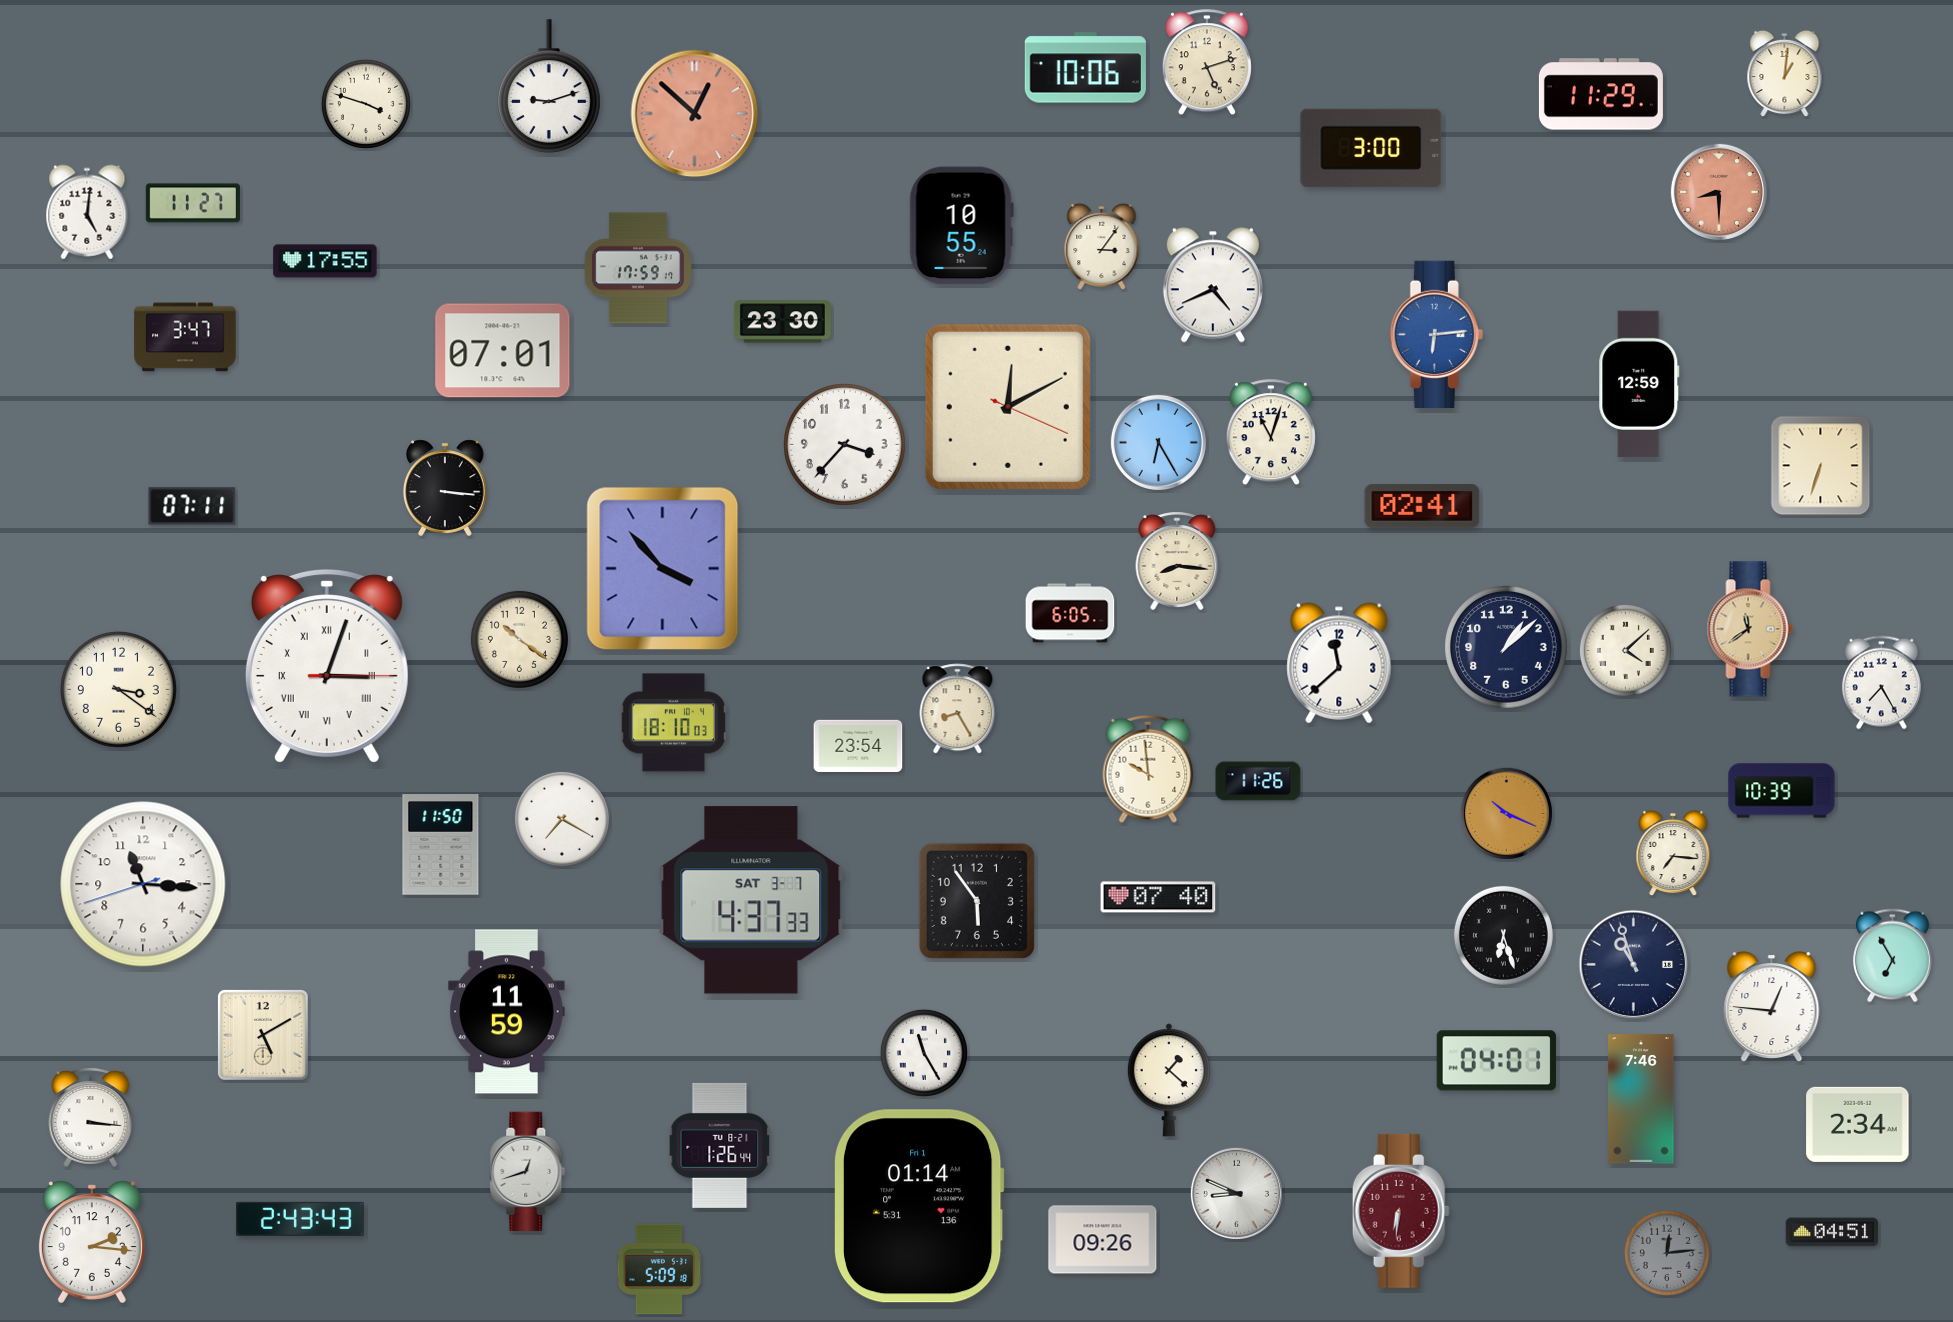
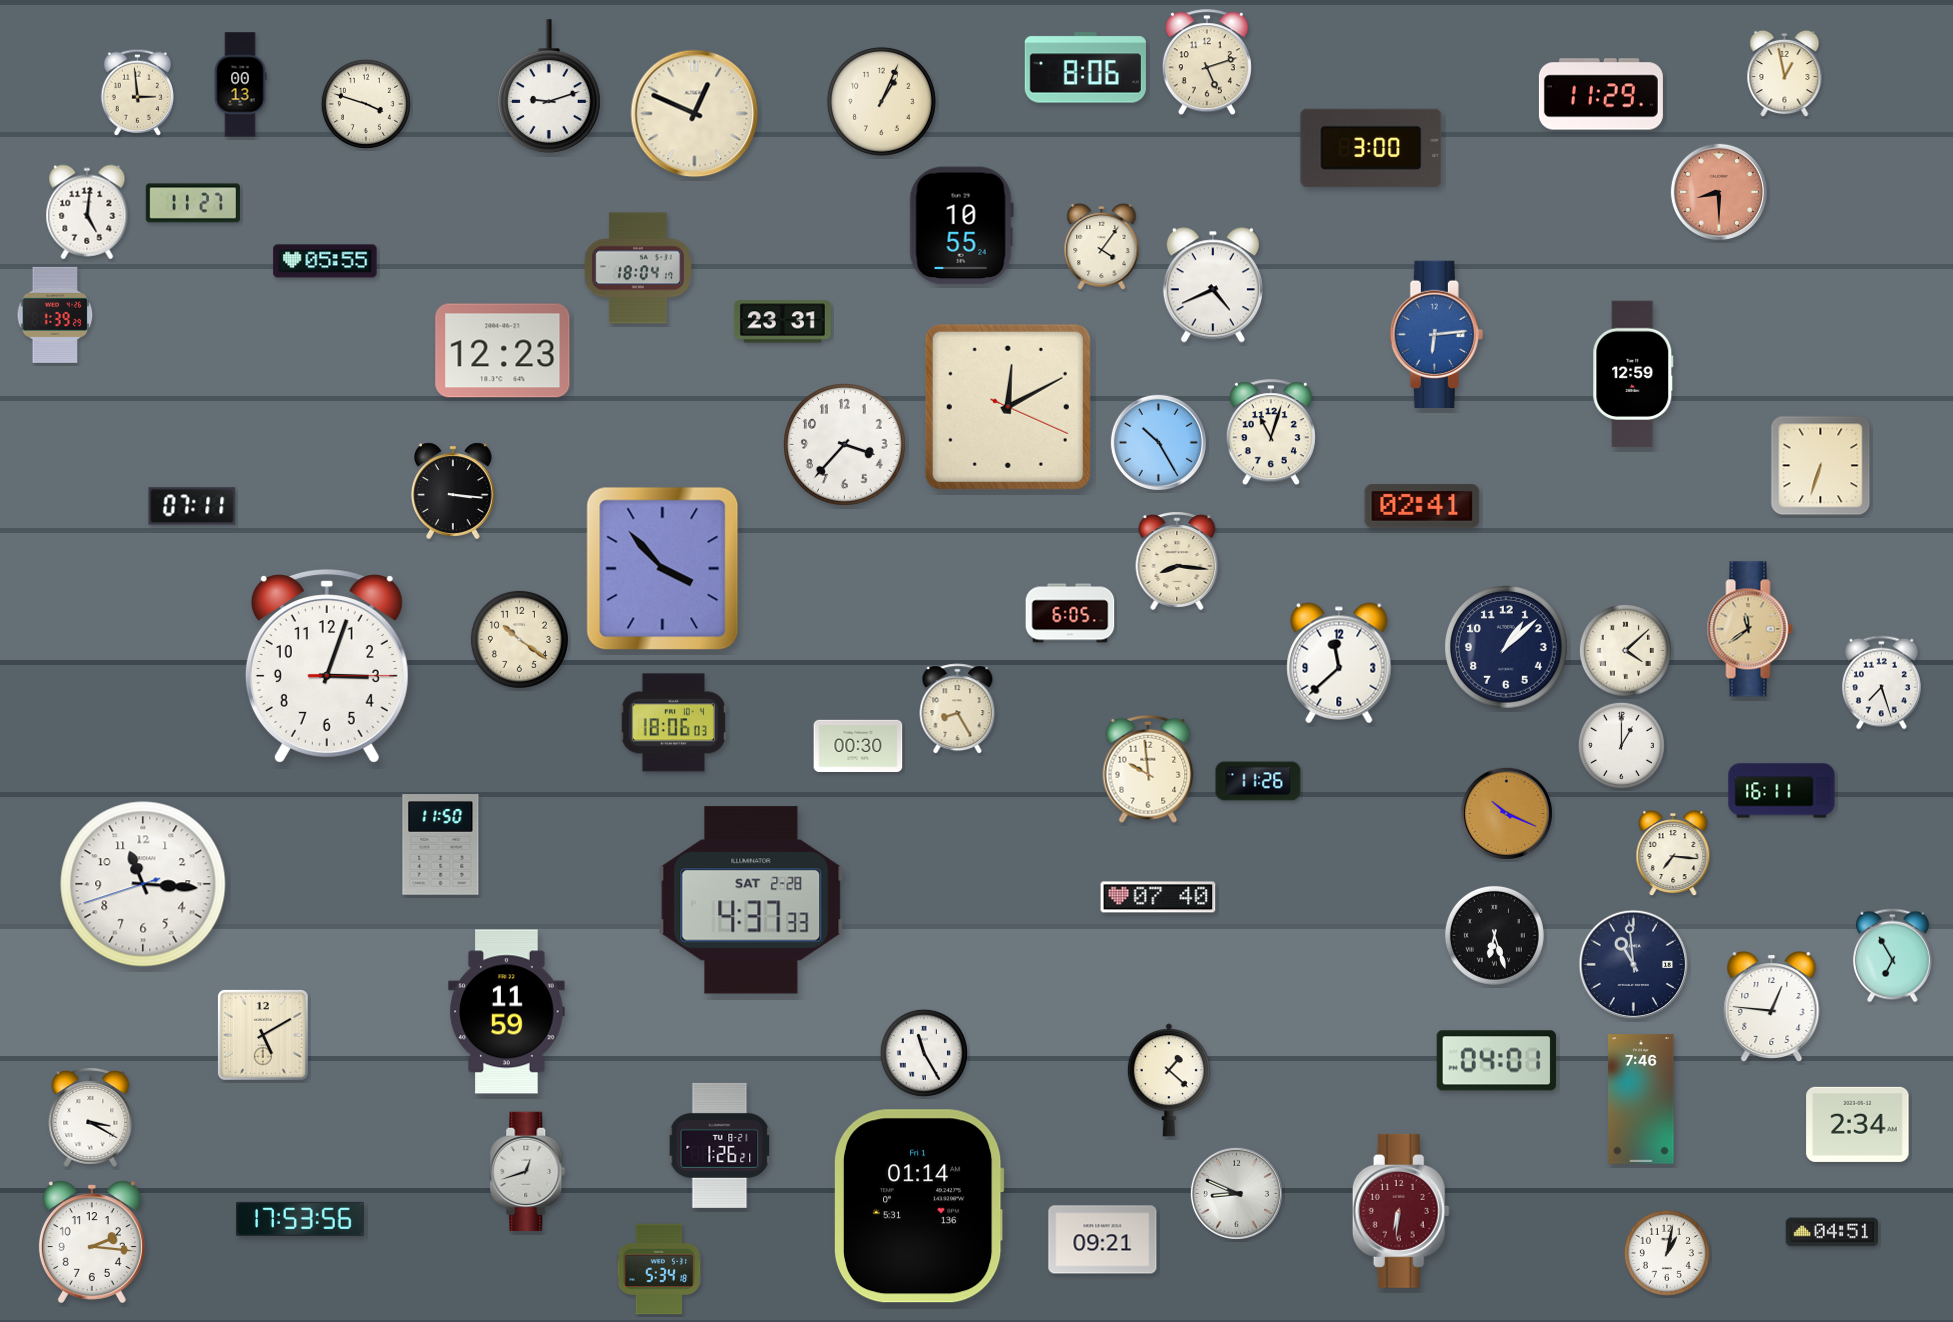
clock at (1085, 68): 10:06 -> 8:06
clock at (1785, 74): 1:01 -> 12:58
clock at (240, 85): none -> 00:13
clock at (137, 92): none -> 2:59
clock at (881, 101): none -> 1:04
clock at (695, 114): 12:52 -> 12:49
clock at (695, 114) dial: salmon -> cream
clock at (1102, 247): 3:06 -> 4:06
clock at (325, 261): 17:55 -> 05:55
clock at (638, 268): 17:59 -> 18:04
clock at (55, 315): none -> 1:39
clock at (782, 322): 23:30 -> 23:31
clock at (185, 337): 3:47 -> none
clock at (503, 351): 07:01 -> 12:23
clock at (1639, 384) position: (1639, 384) -> (1633, 374)
clock at (1158, 442): 6:25 -> 10:25
clock at (445, 488) position: (445, 488) -> (453, 491)
clock at (327, 666) numerals: Roman -> Arabic
clock at (1881, 683): 7:25 -> 7:27
clock at (119, 690): 3:21 -> none
clock at (673, 723): 18:10 -> 18:06
clock at (858, 745): 23:54 -> 00:30
clock at (1621, 745): none -> 1:00
clock at (1782, 791): 10:39 -> 16:11
clock at (562, 819): 7:20 -> none
clock at (751, 900) date: SAT 3-7 -> SAT 2-28
clock at (977, 901): 5:54 -> none
clock at (1503, 935) position: (1503, 935) -> (1494, 935)
clock at (1634, 965): 10:57 -> 10:59
clock at (91, 1117): 3:16 -> 3:20
clock at (720, 1145): 1:26:44 -> 1:26:21
clock at (300, 1219): 2:43 -> 17:53
clock at (1103, 1240): 09:26 -> 09:21
clock at (1667, 1253): 12:14 -> 1:02
clock at (1667, 1253) dial: grey -> white
clock at (659, 1269): 5:09 -> 5:34
